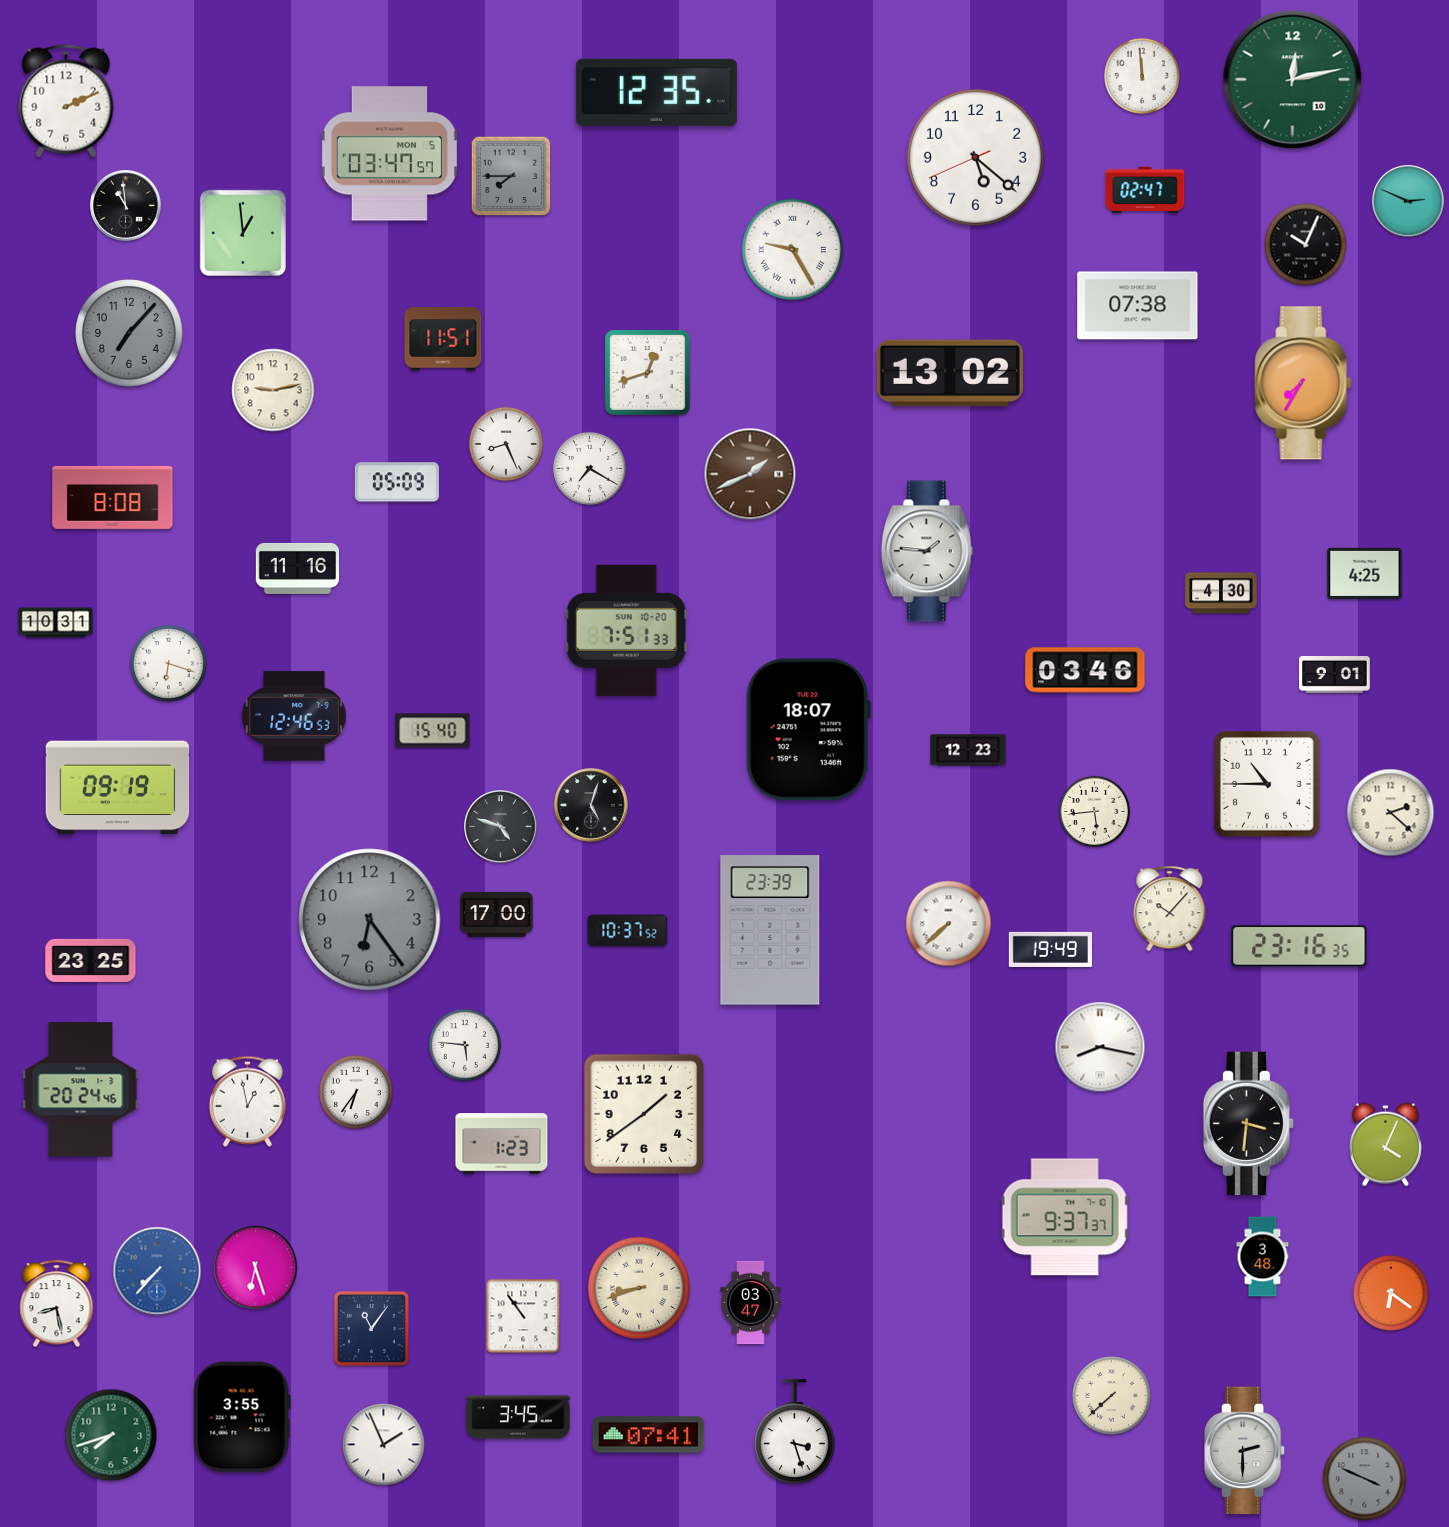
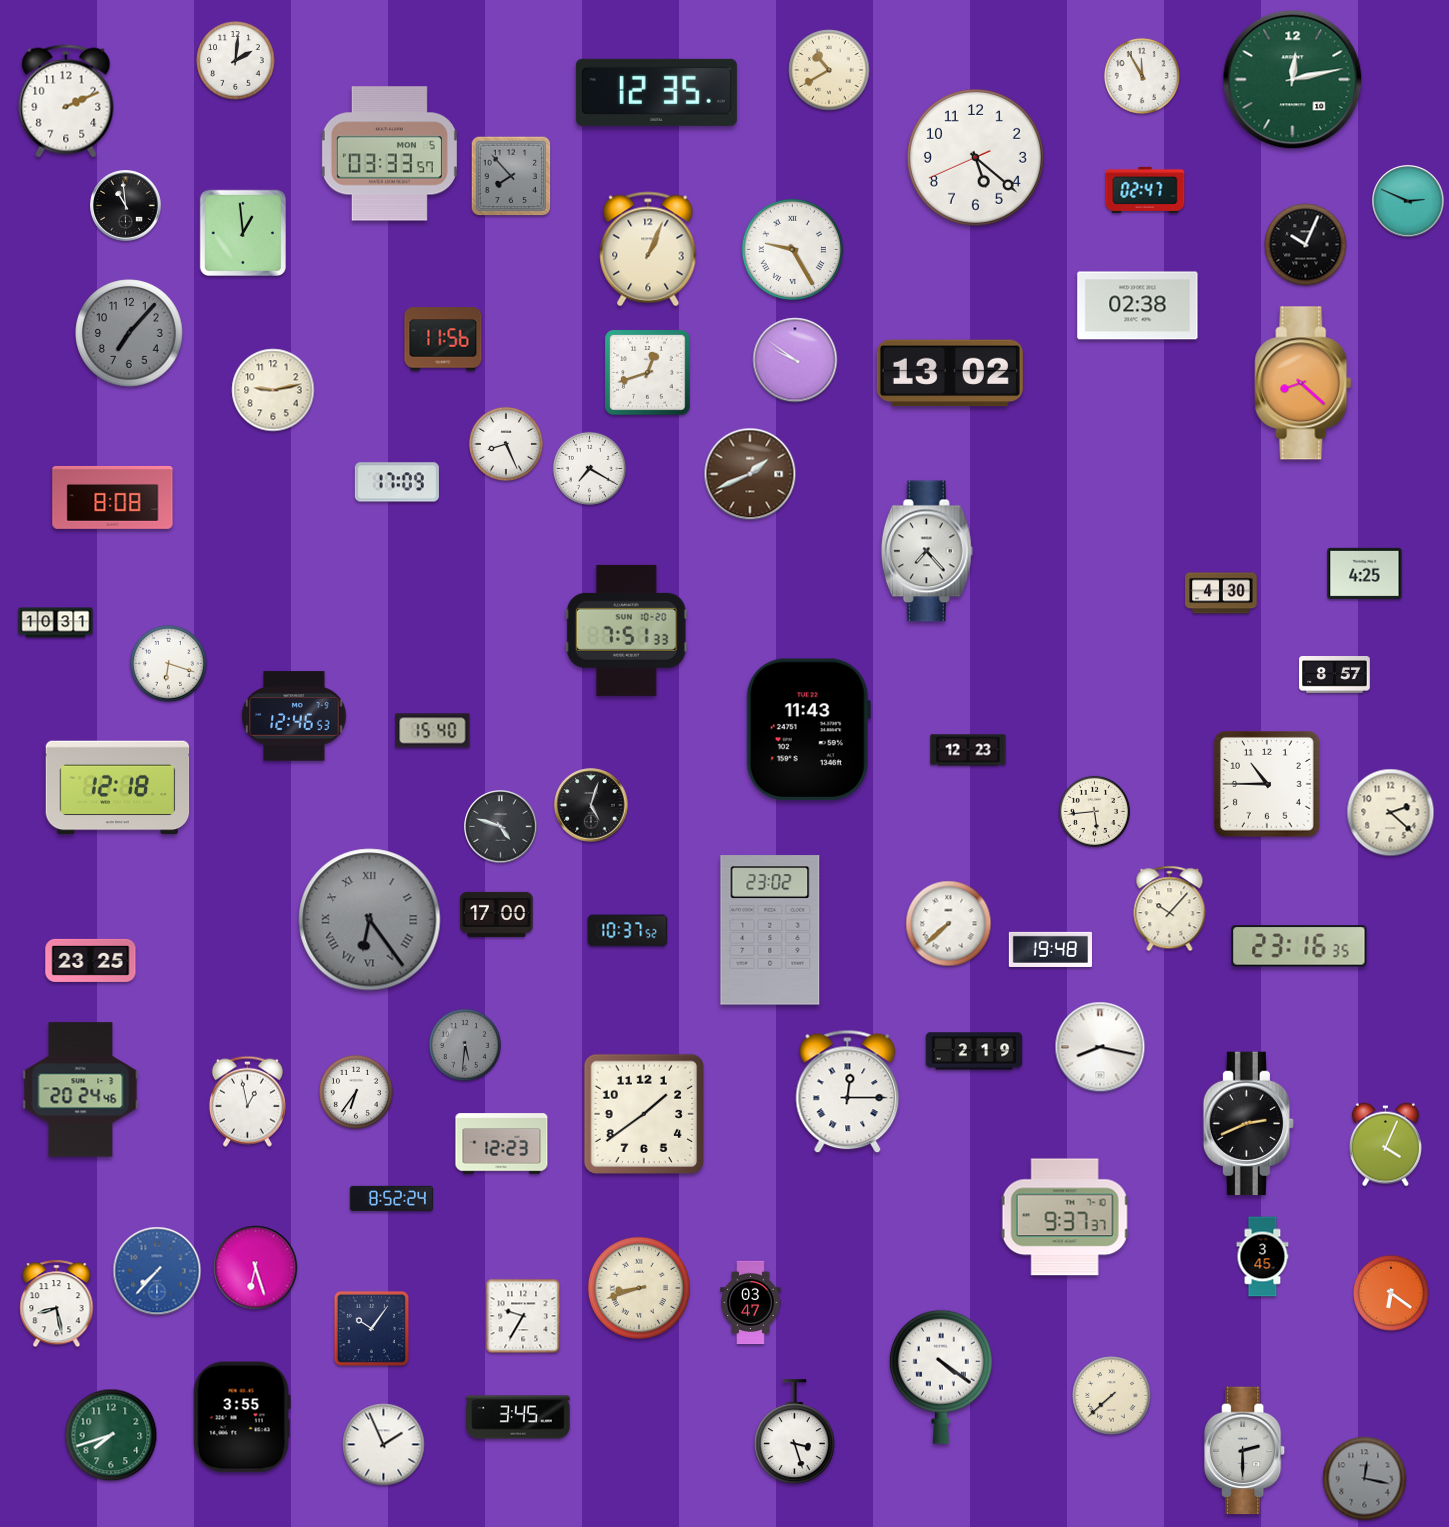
clock at (236, 61): none -> 2:01
clock at (829, 70): none -> 10:40
clock at (1142, 76): 11:59 -> 11:55
clock at (389, 154): 03:47 -> 03:33
clock at (511, 176): 7:45 -> 7:53
clock at (648, 249): none -> 1:04
clock at (1138, 306): 07:38 -> 02:38
clock at (443, 339): 11:51 -> 11:56
clock at (795, 360): none -> 9:51
clock at (1303, 383): 7:35 -> 8:22
clock at (397, 482): 05:09 -> 17:09
clock at (927, 551): 1:46 -> 7:23
clock at (297, 568): 11:16 -> none
clock at (1085, 670): 03:46 -> none
clock at (1335, 675): 9:01 -> 8:57
clock at (808, 730): 18:07 -> 11:43
clock at (118, 788): 09:19 -> 12:18
clock at (370, 920) numerals: Arabic -> Roman
clock at (770, 930): 23:39 -> 23:02
clock at (1050, 949): 19:49 -> 19:48
clock at (464, 1044): 5:46 -> 5:31
clock at (464, 1044) dial: white -> grey
clock at (974, 1051): none -> 2:19
clock at (848, 1092): none -> 12:15
clock at (1248, 1124): 3:31 -> 2:41
clock at (502, 1144): 1:23 -> 12:23
clock at (391, 1198): none -> 8:52
clock at (1263, 1257): 3:48 -> 3:45
clock at (523, 1316): 10:54 -> 9:35
clock at (371, 1328): 11:06 -> 10:06
clock at (941, 1377): none -> 4:21
clock at (649, 1435): 07:41 -> none
clock at (1365, 1479): 3:49 -> 12:17
